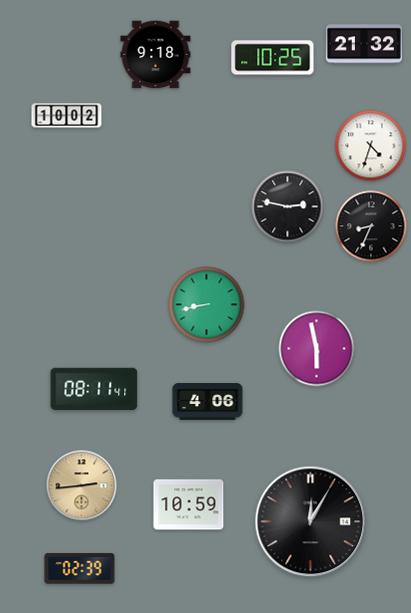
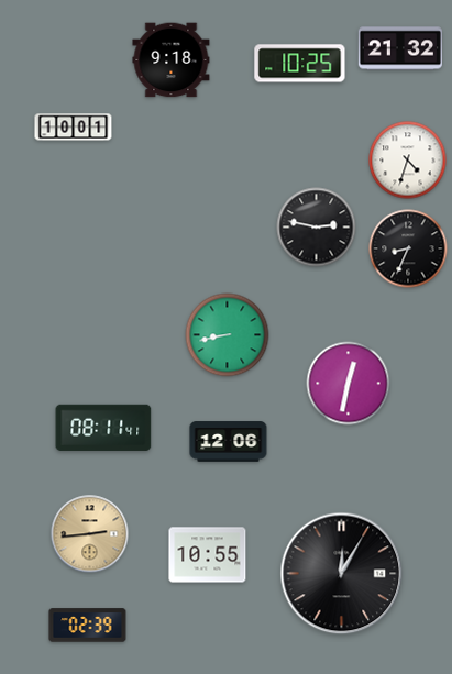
clock at (67, 116): 10:02 -> 10:01
clock at (317, 349): 5:58 -> 12:32
clock at (208, 402): 4:06 -> 12:06
clock at (189, 505): 10:59 -> 10:55
